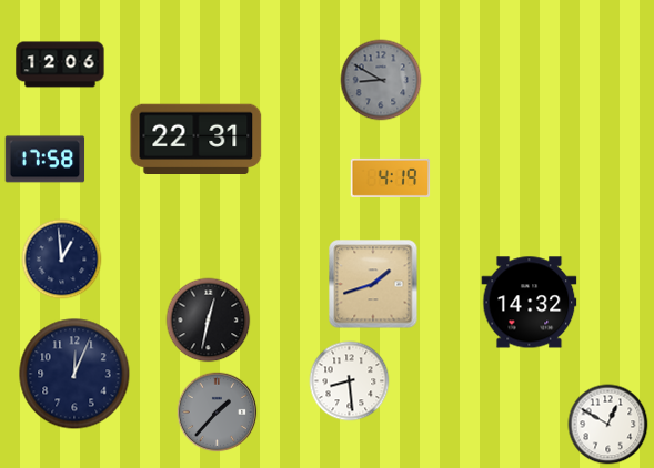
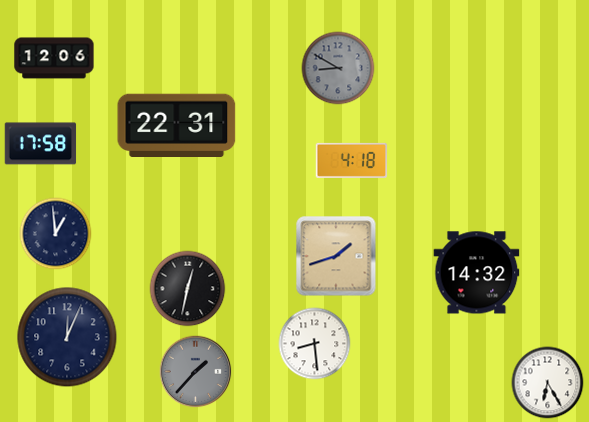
clock at (381, 80) position: (381, 80) -> (338, 68)
clock at (391, 177): 4:19 -> 4:18
clock at (608, 425): 12:50 -> 6:25
